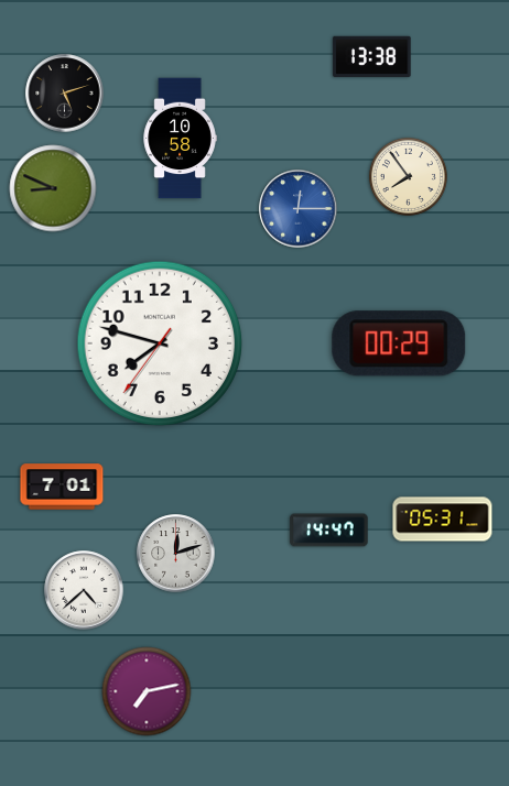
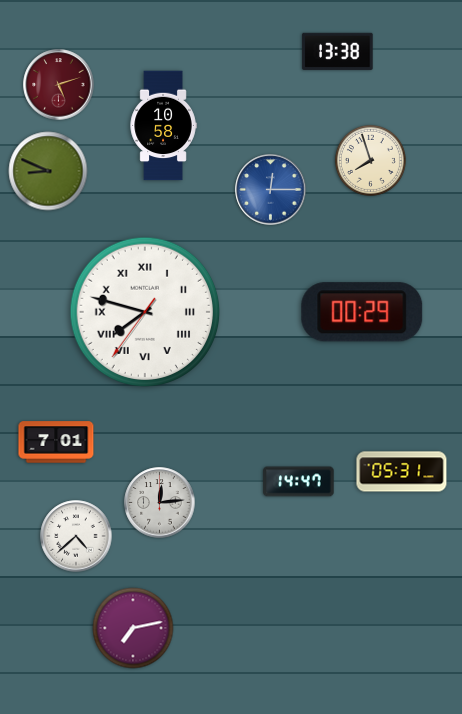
clock at (65, 94) dial: black -> burgundy
clock at (408, 176): 7:54 -> 7:57
clock at (160, 343) numerals: Arabic -> Roman
clock at (176, 554): 12:12 -> 12:14
